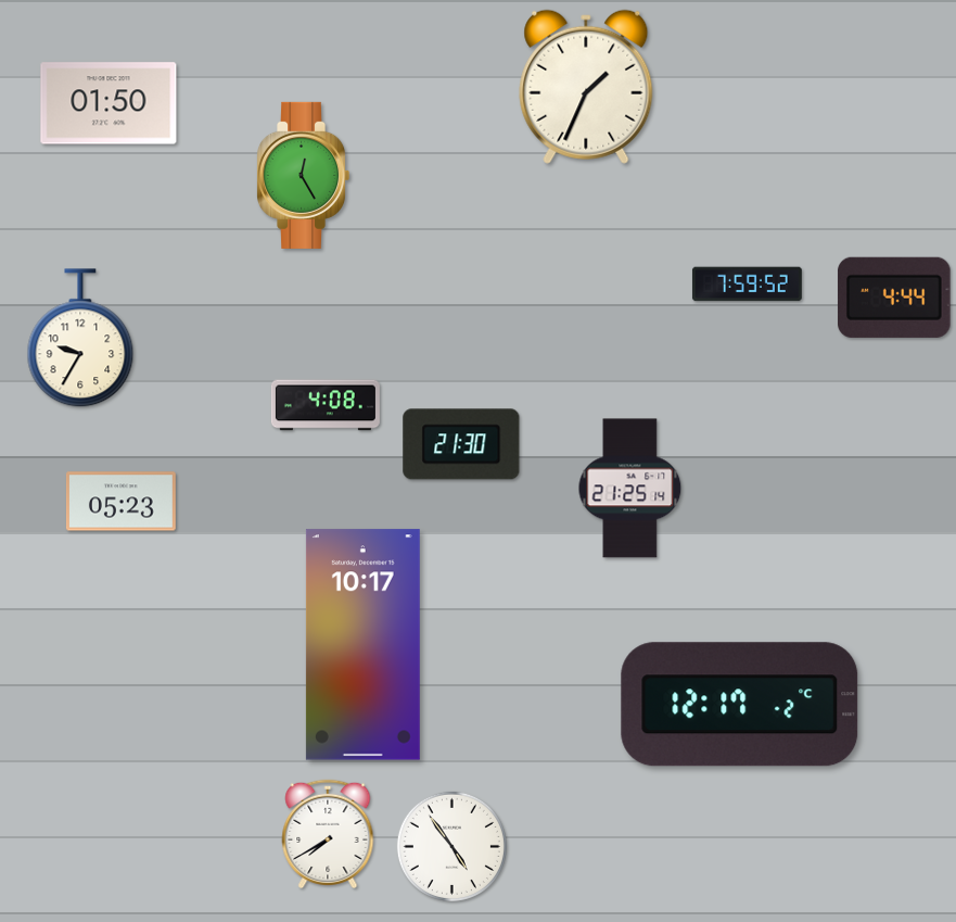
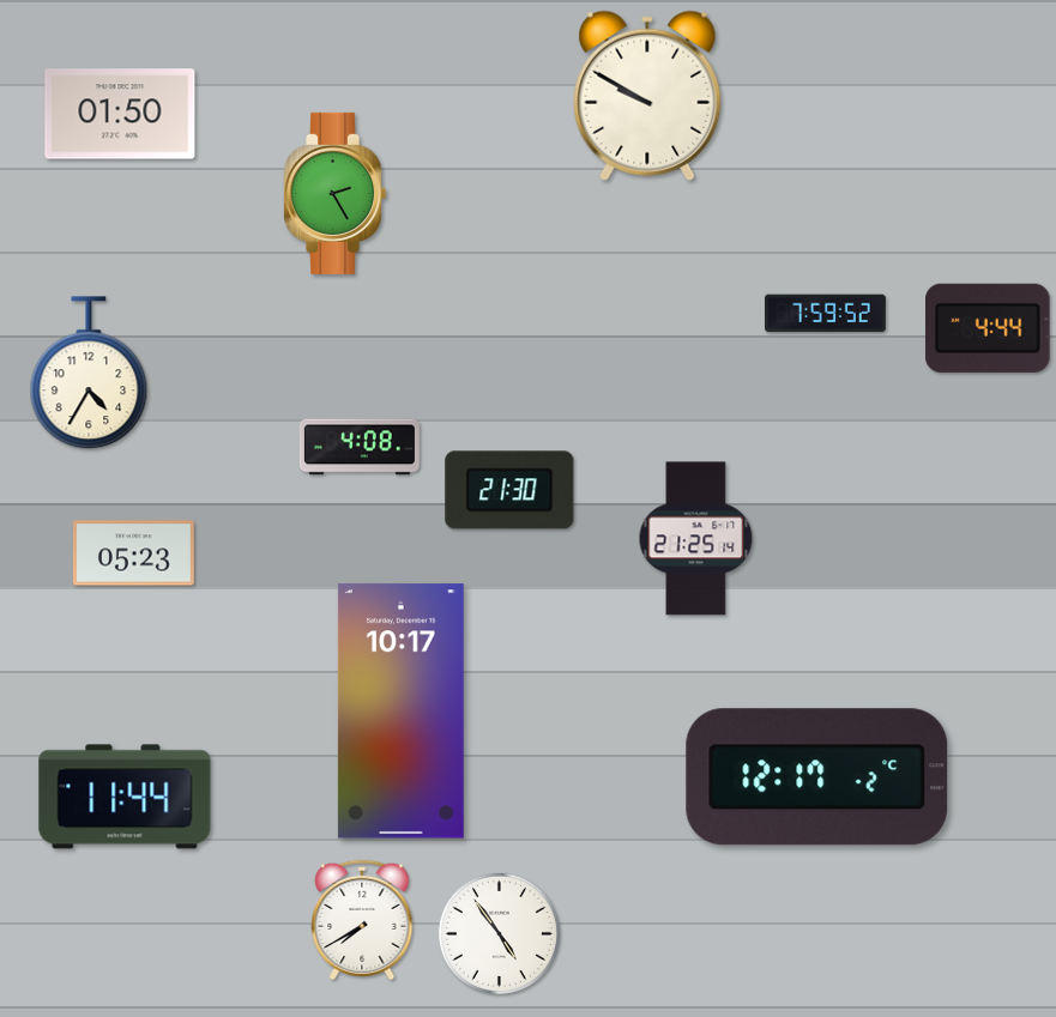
clock at (586, 87): 1:34 -> 9:50
clock at (304, 175): 12:25 -> 2:25
clock at (80, 339): 9:35 -> 4:35
clock at (125, 797): none -> 11:44
